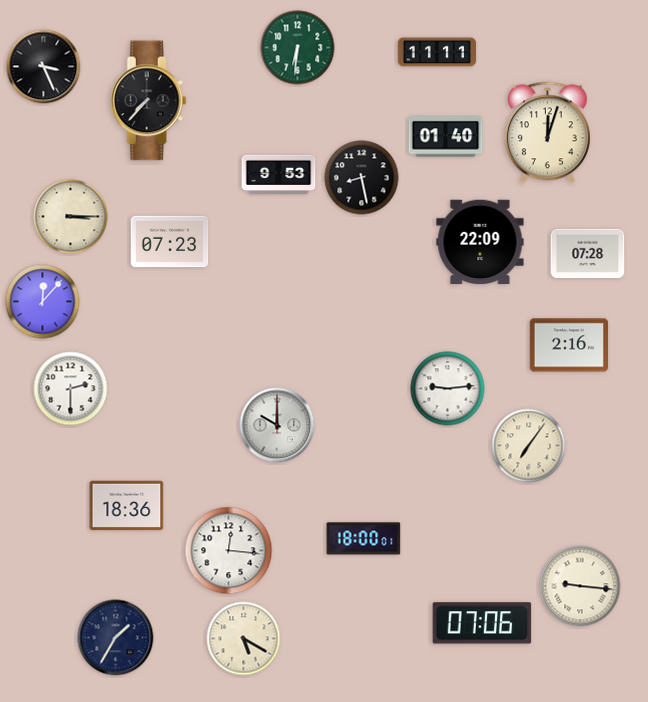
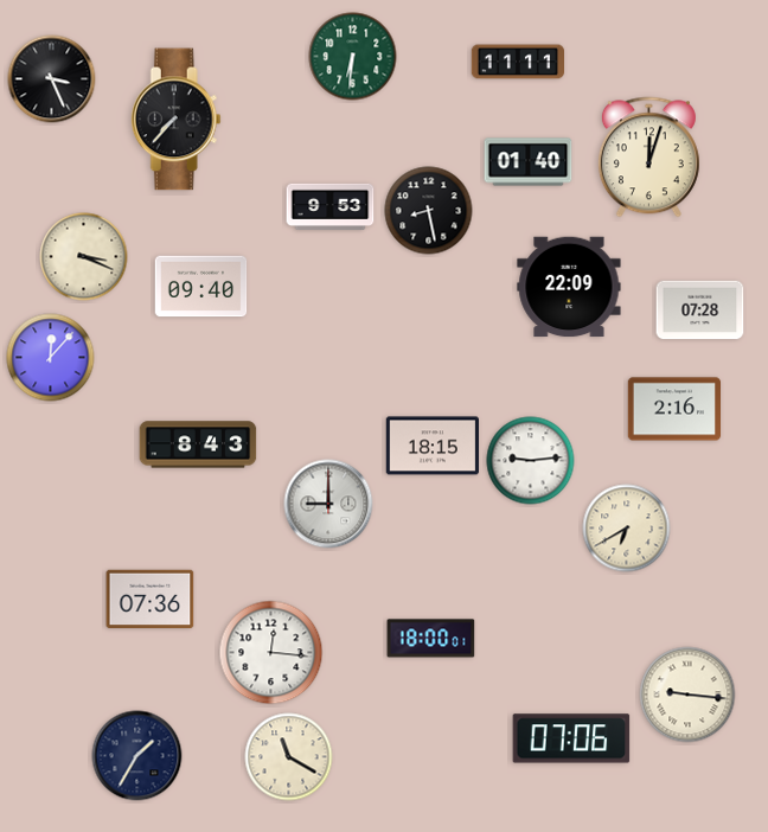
clock at (71, 217): 3:15 -> 3:19
clock at (170, 242): 07:23 -> 09:40
clock at (588, 254) position: (588, 254) -> (700, 311)
clock at (198, 444): none -> 8:43
clock at (431, 446): none -> 18:15
clock at (71, 389): 2:30 -> none
clock at (277, 425): 10:00 -> 9:00
clock at (529, 446): 7:06 -> 6:40
clock at (127, 506): 18:36 -> 07:36
clock at (244, 639): 5:20 -> 11:20
